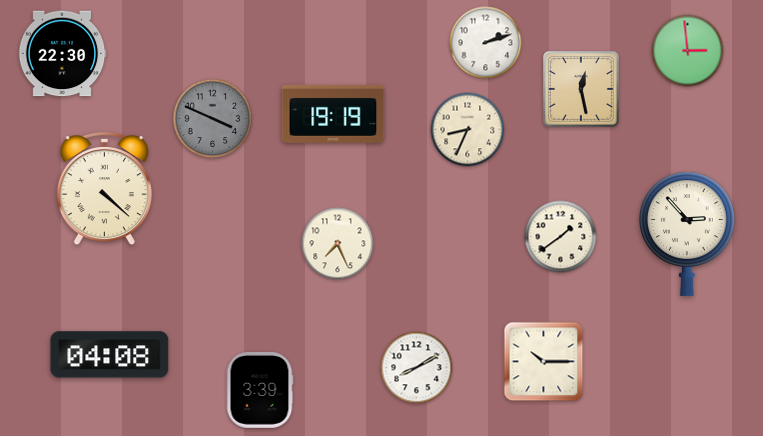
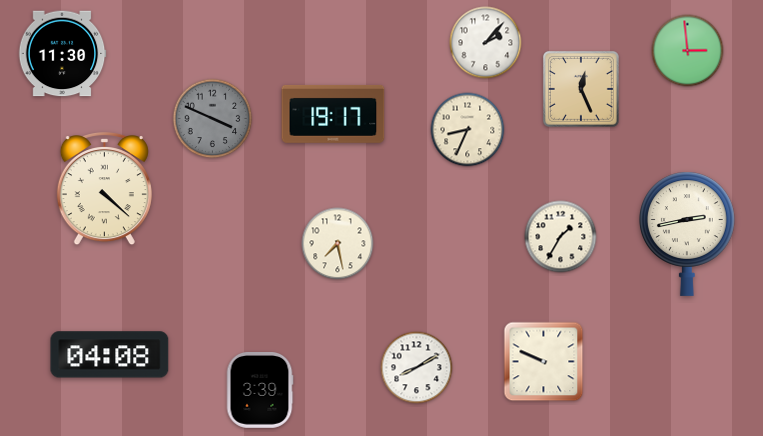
clock at (486, 43): 2:12 -> 2:07
clock at (62, 54): 22:30 -> 11:30
clock at (581, 89): 12:28 -> 12:26
clock at (333, 114): 19:19 -> 19:17
clock at (687, 234): 2:53 -> 2:43
clock at (561, 237): 1:39 -> 1:35
clock at (338, 244): 7:26 -> 7:28
clock at (544, 362): 10:15 -> 9:49
